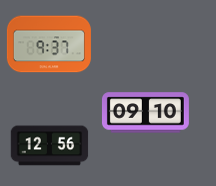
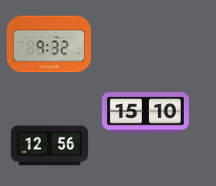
clock at (49, 44): 9:37 -> 9:32
clock at (145, 113): 09:10 -> 15:10
